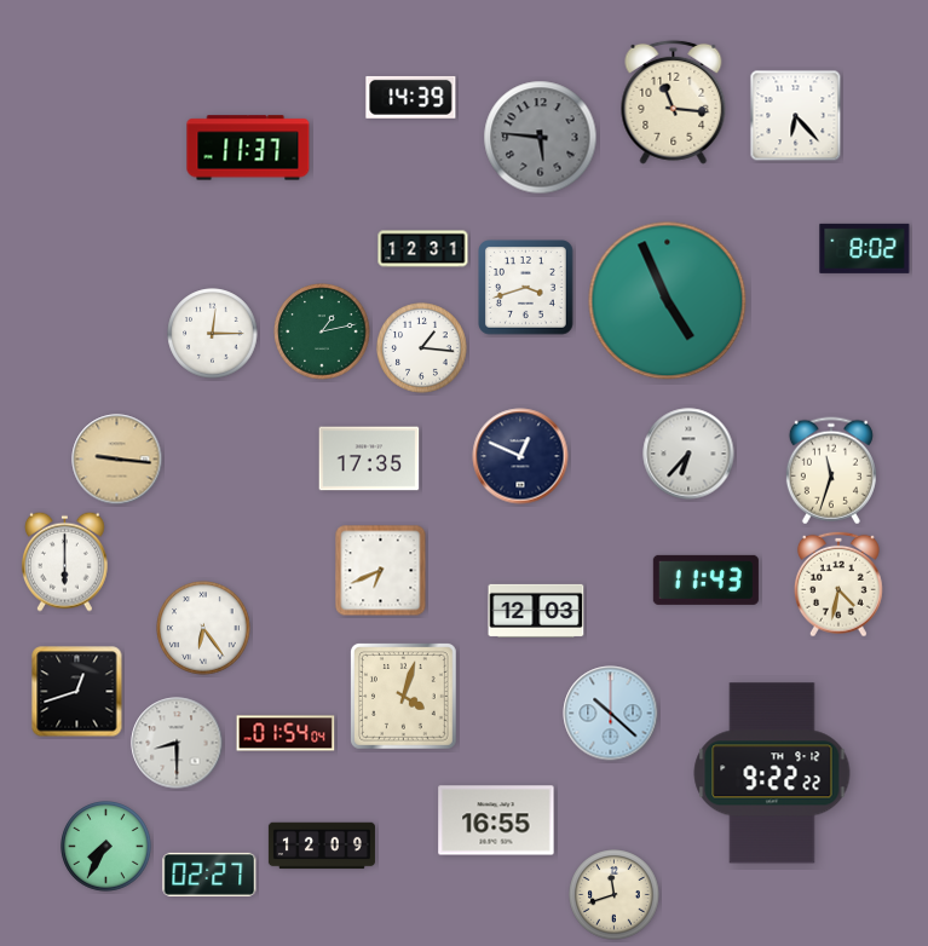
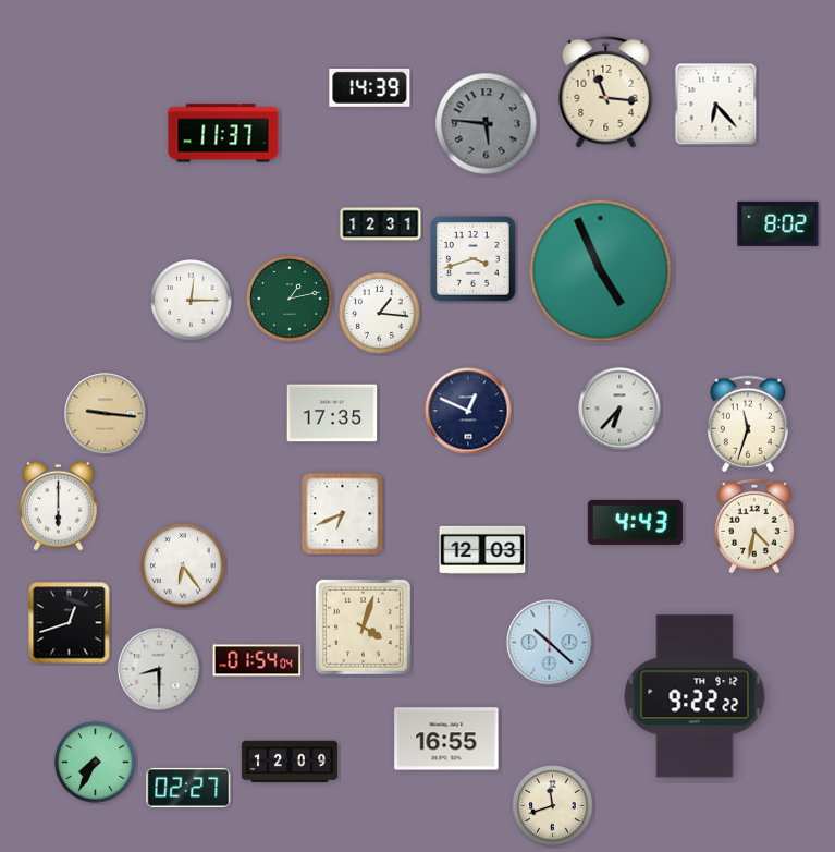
clock at (705, 579): 11:43 -> 4:43
